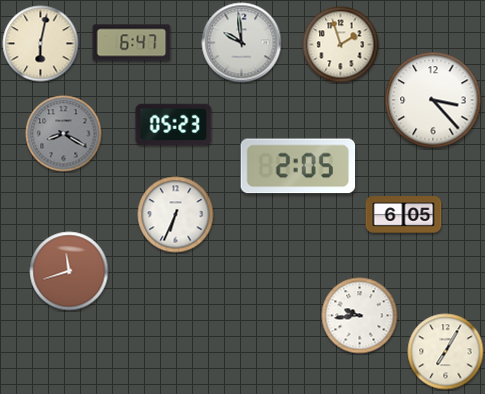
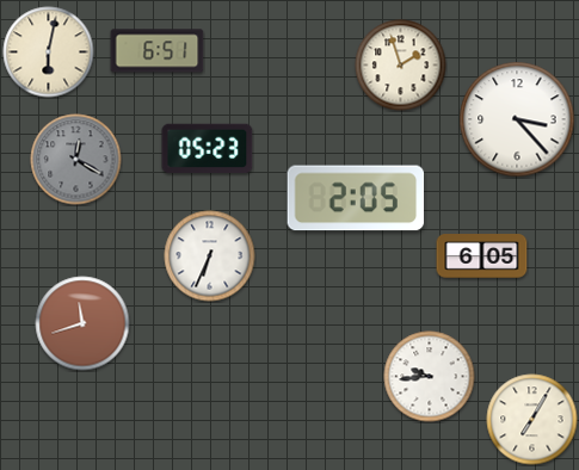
clock at (132, 43): 6:47 -> 6:51
clock at (242, 43): 9:59 -> none
clock at (341, 45) position: (341, 45) -> (401, 66)
clock at (64, 134): 8:20 -> 12:20
